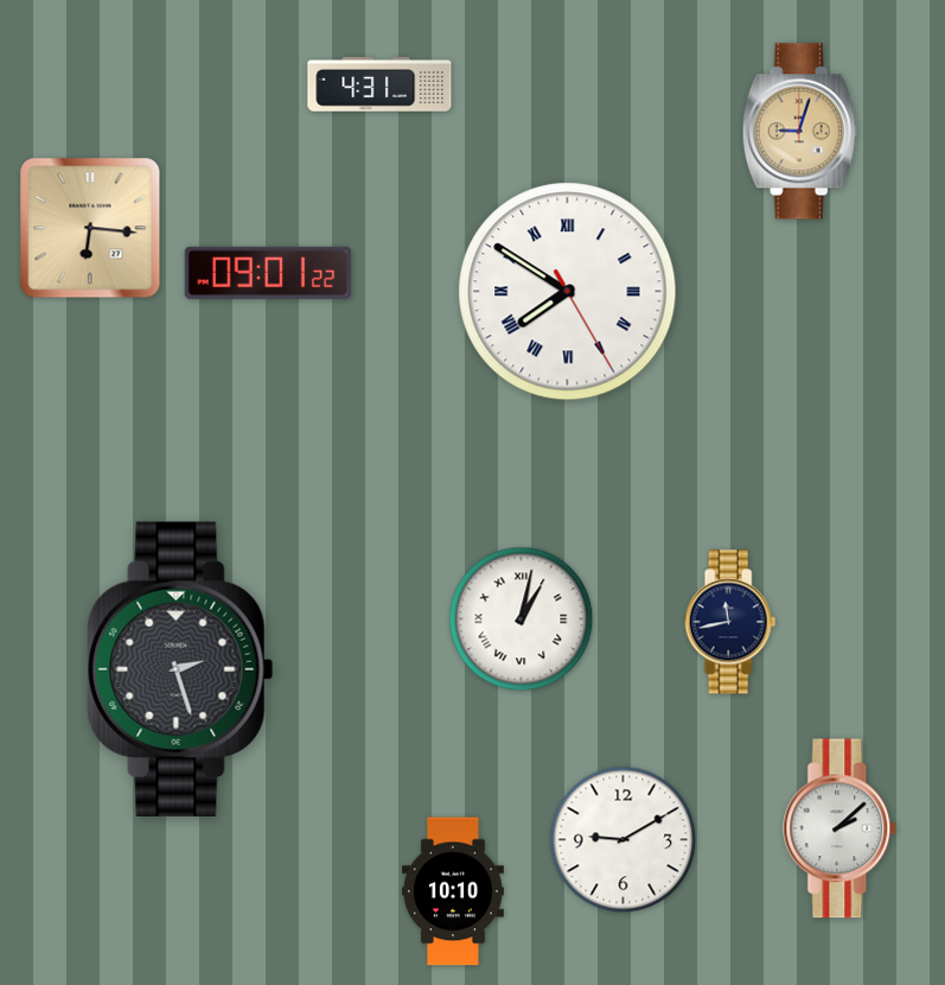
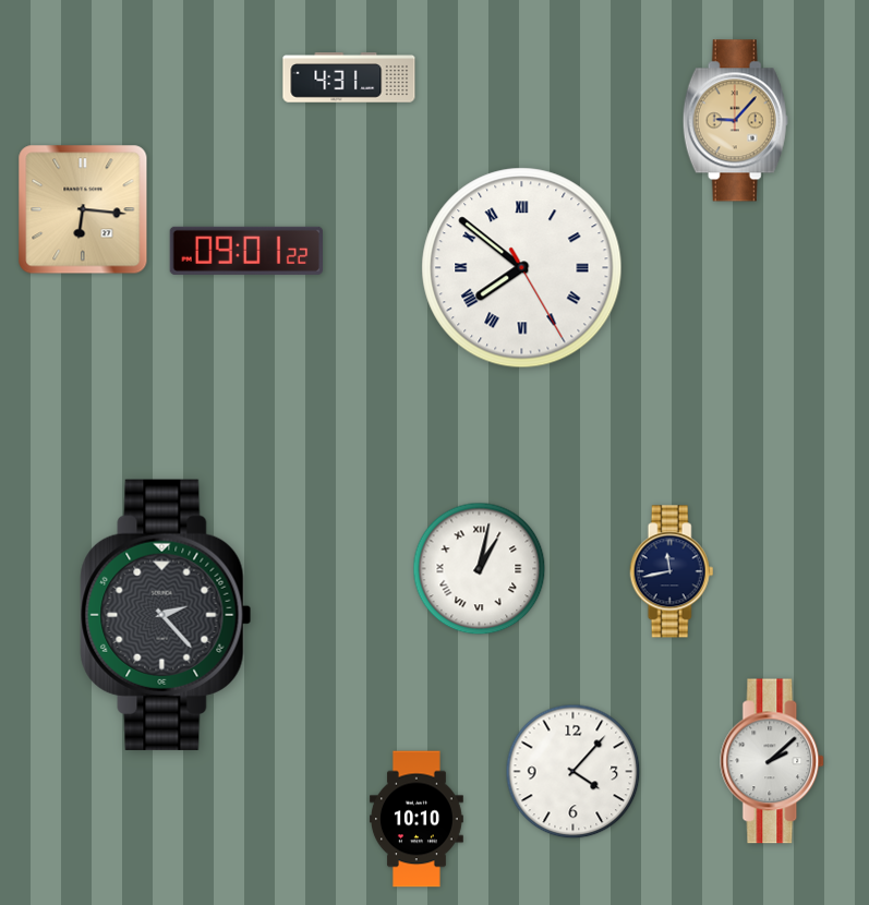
clock at (799, 132): 9:03 -> 9:07
clock at (568, 292): 7:50 -> 7:51
clock at (180, 669): 2:27 -> 2:23
clock at (624, 840): 9:10 -> 4:07
